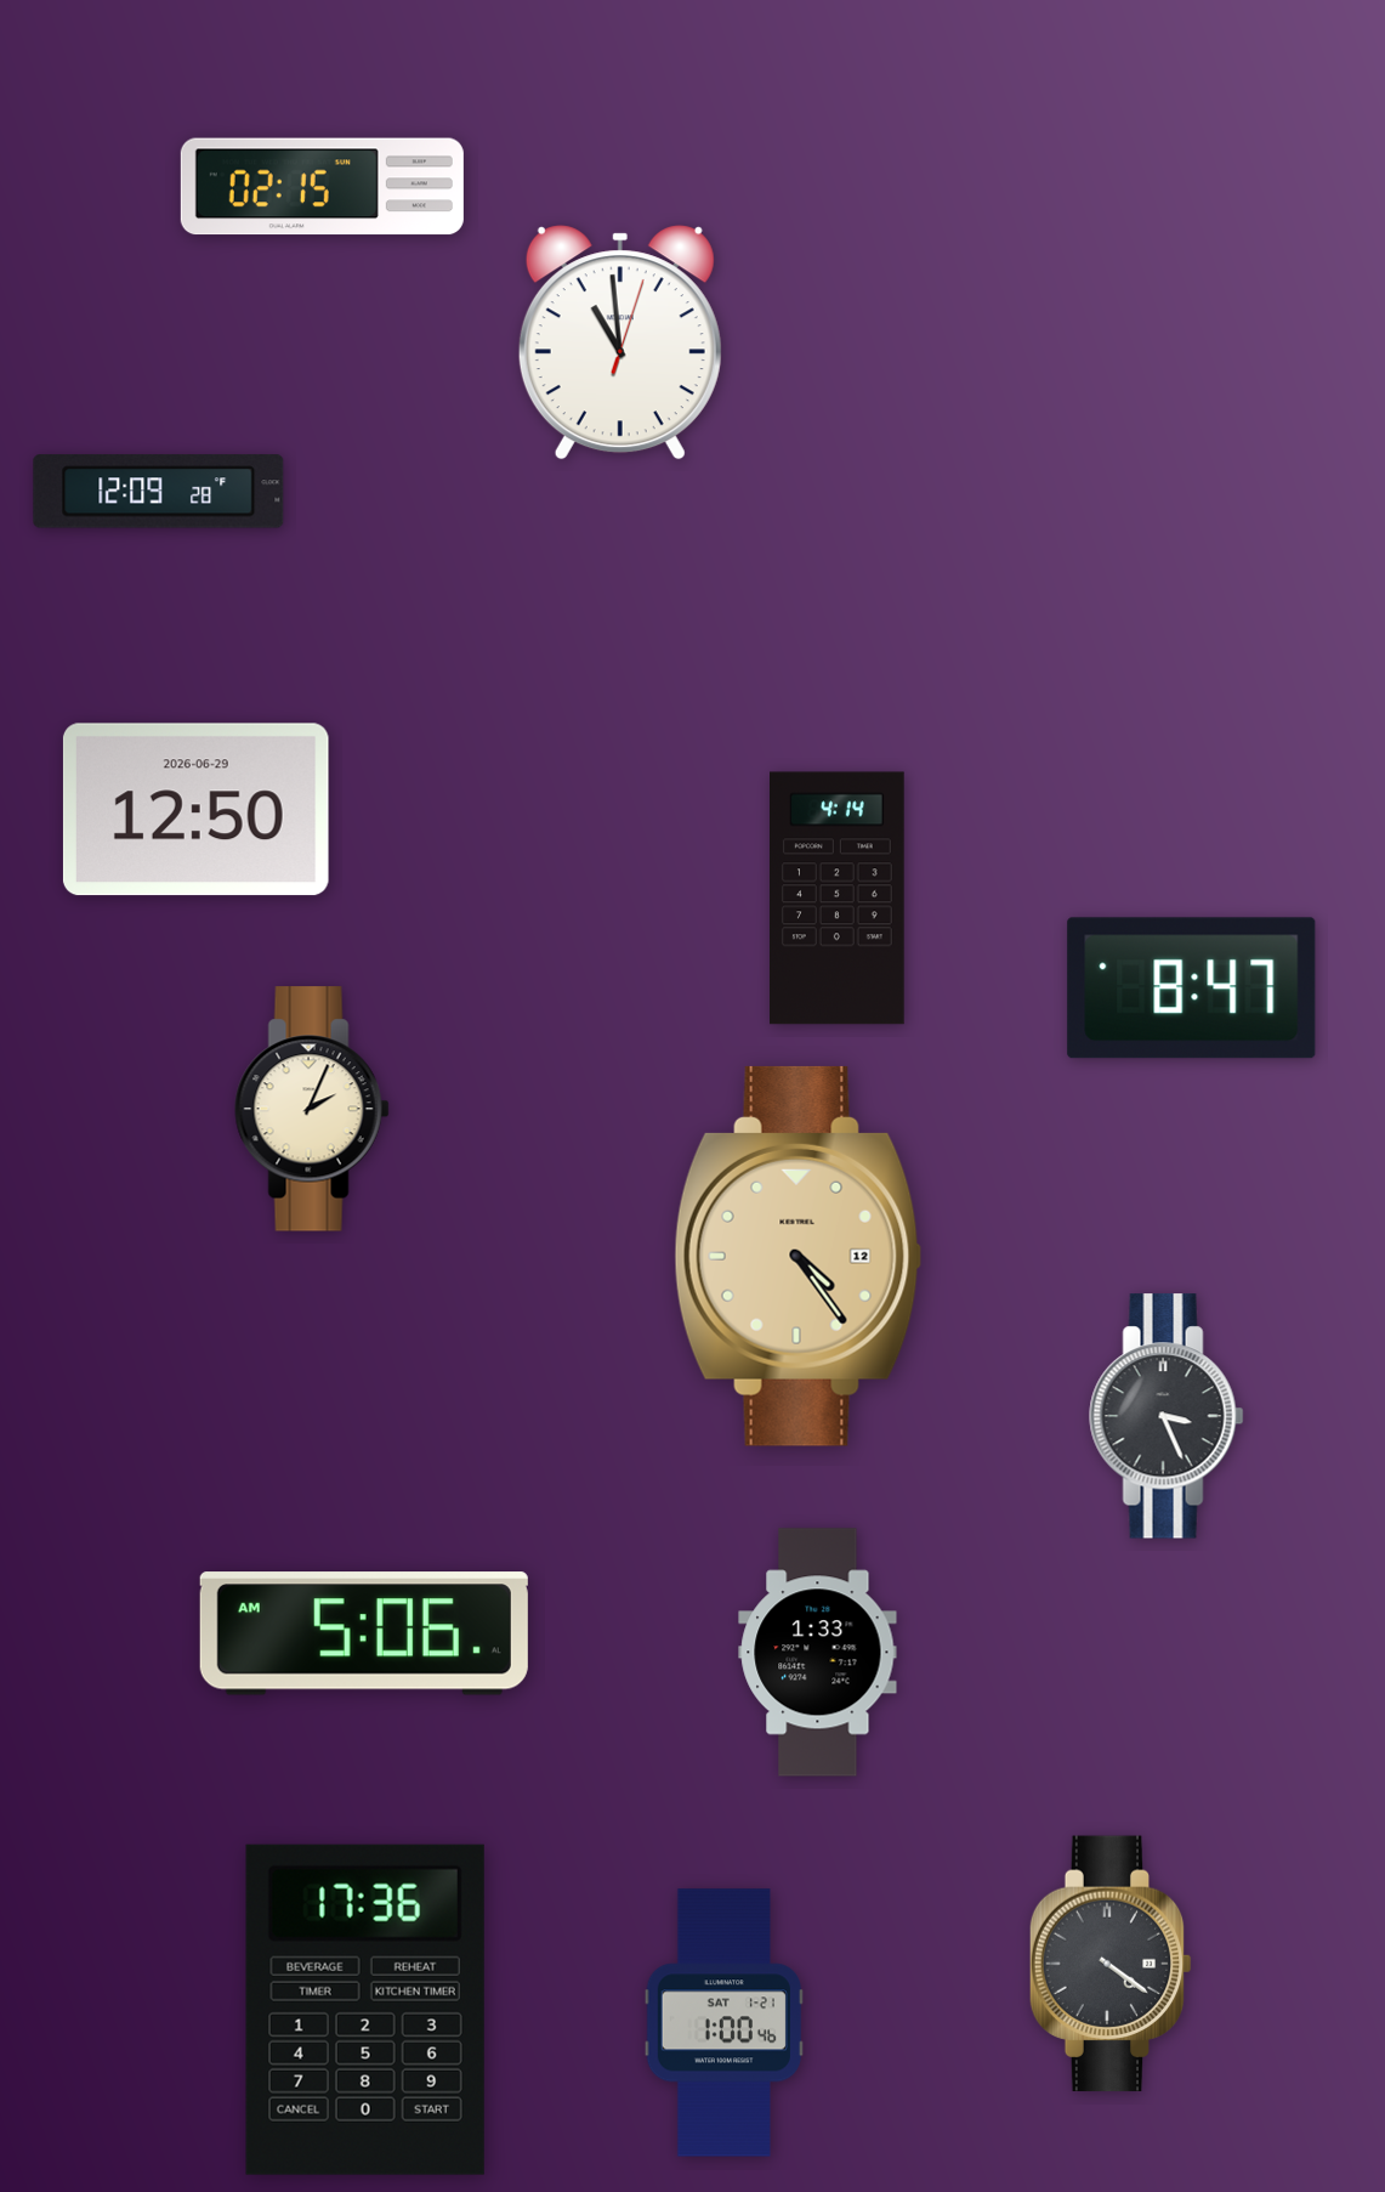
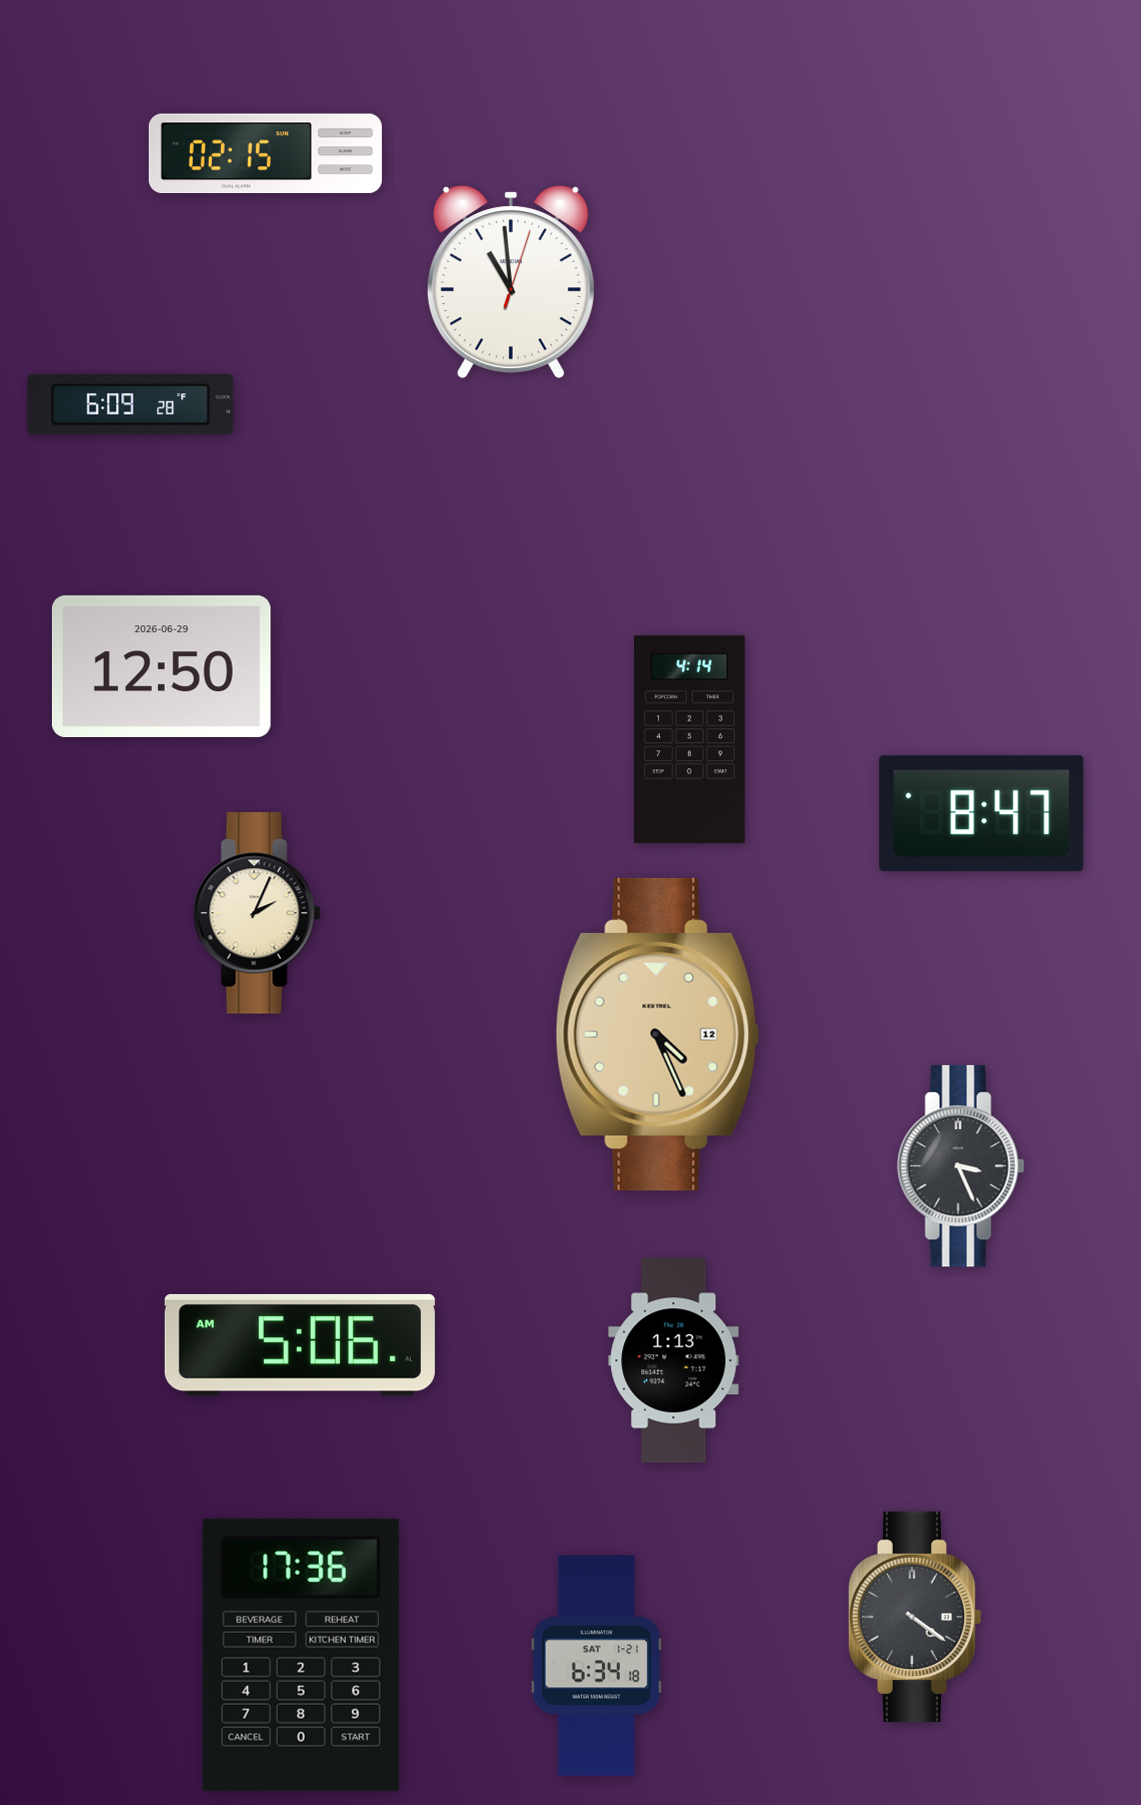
clock at (159, 492): 12:09 -> 6:09
clock at (799, 1256): 4:24 -> 4:26
clock at (818, 1653): 1:33 -> 1:13
clock at (723, 2023): 1:00 -> 6:34
